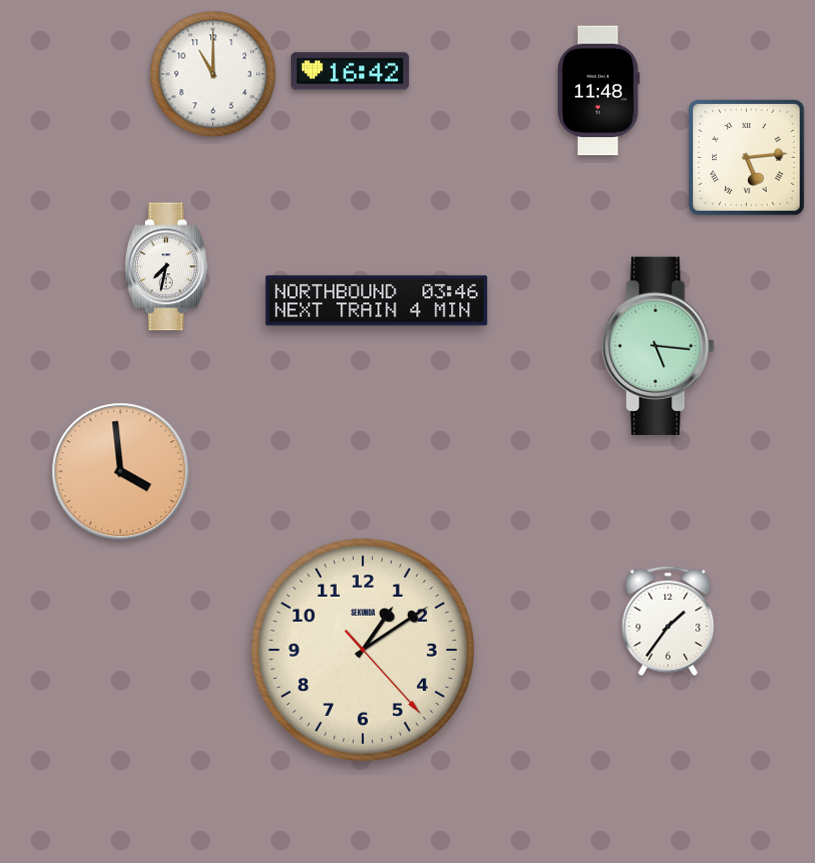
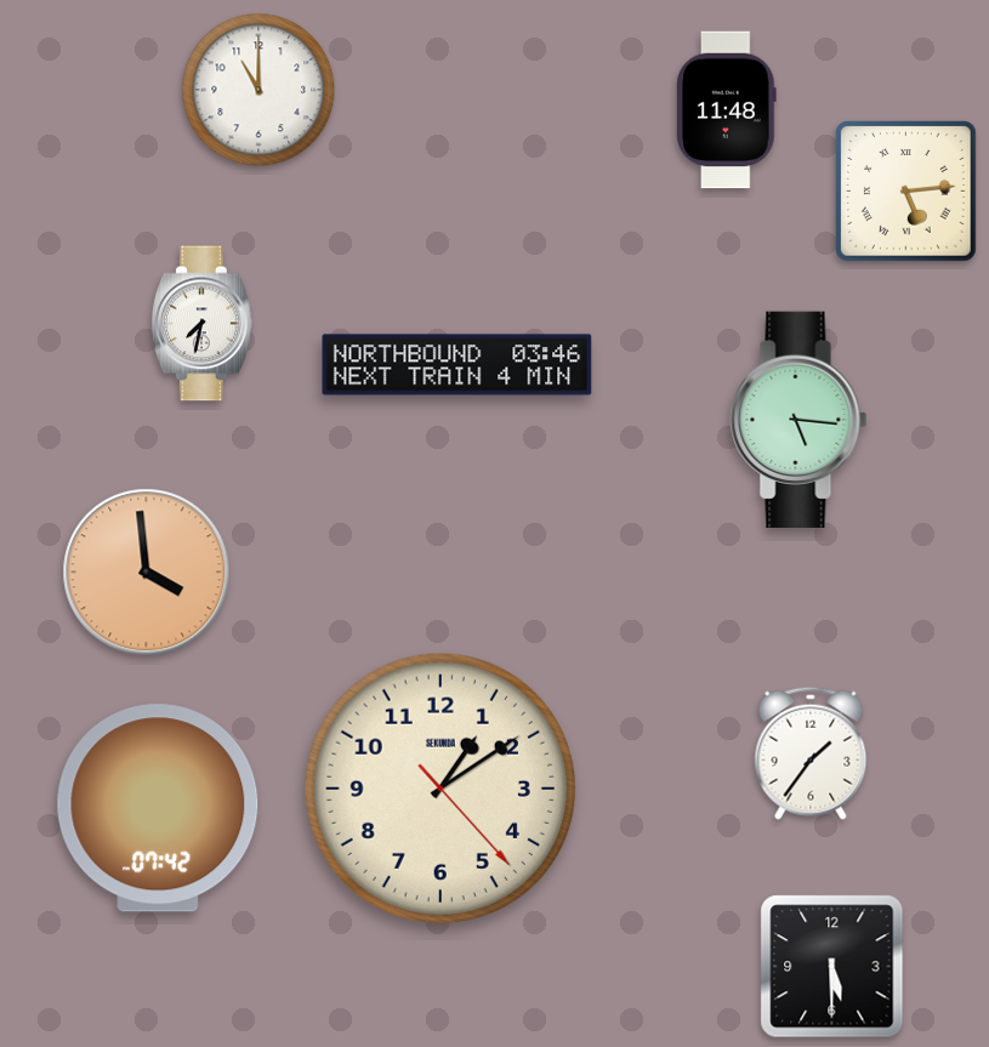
clock at (350, 71): 16:42 -> none
clock at (158, 808): none -> 07:42
clock at (832, 967): none -> 5:30
